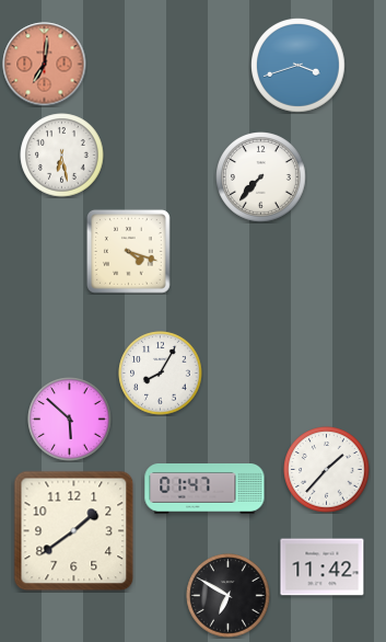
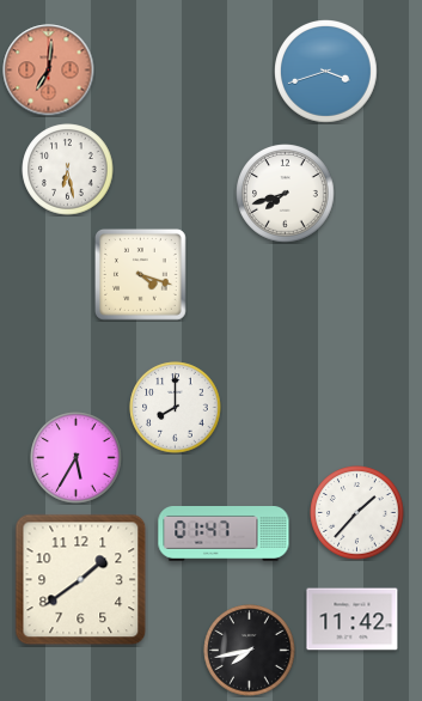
clock at (261, 177): 7:37 -> 7:42
clock at (161, 374): 8:05 -> 8:00
clock at (70, 420): 5:52 -> 5:35
clock at (229, 596): 6:50 -> 7:43
